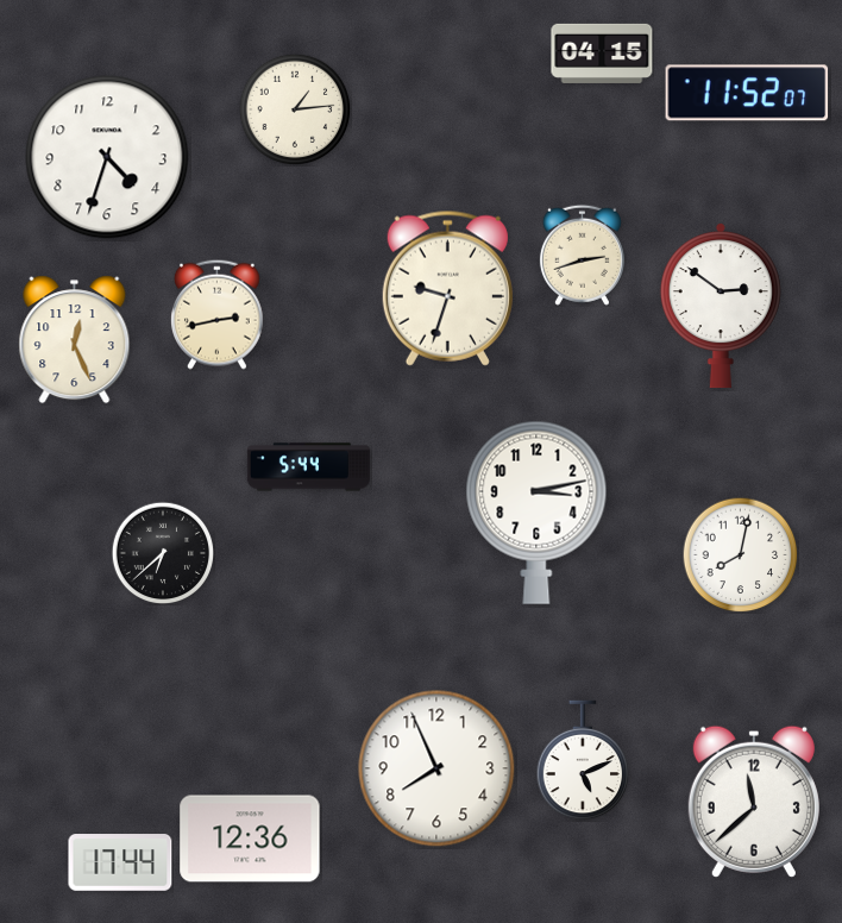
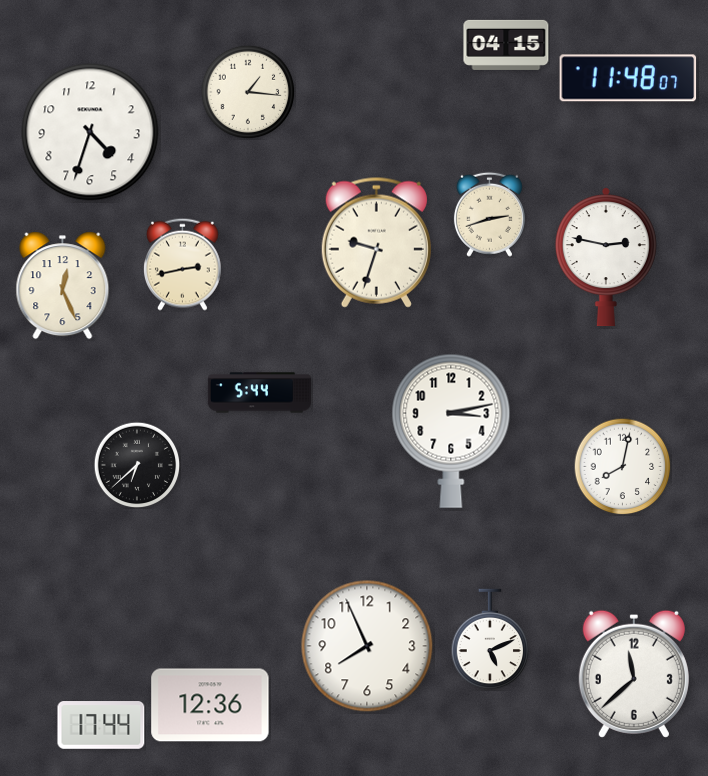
clock at (747, 93): 11:52 -> 11:48
clock at (295, 109): 1:14 -> 1:16
clock at (721, 306): 2:51 -> 2:47
